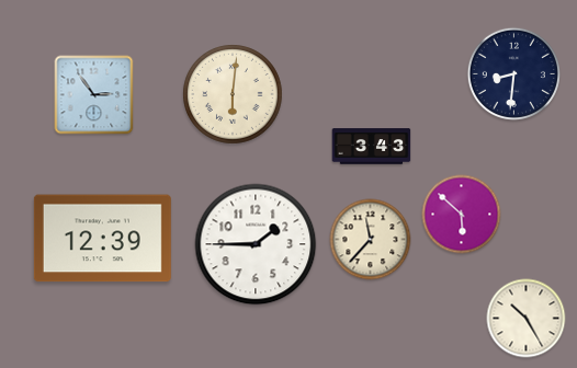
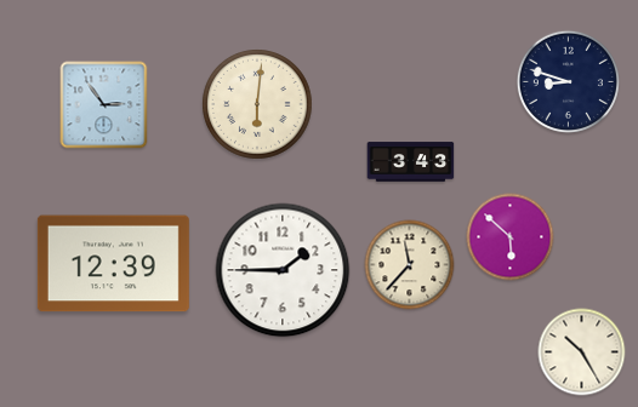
clock at (513, 73): 8:31 -> 8:48
